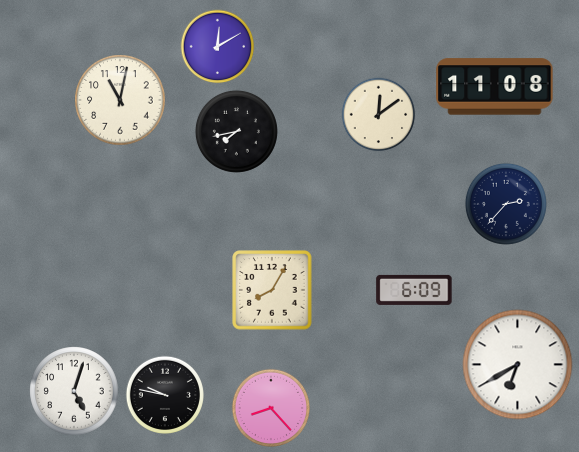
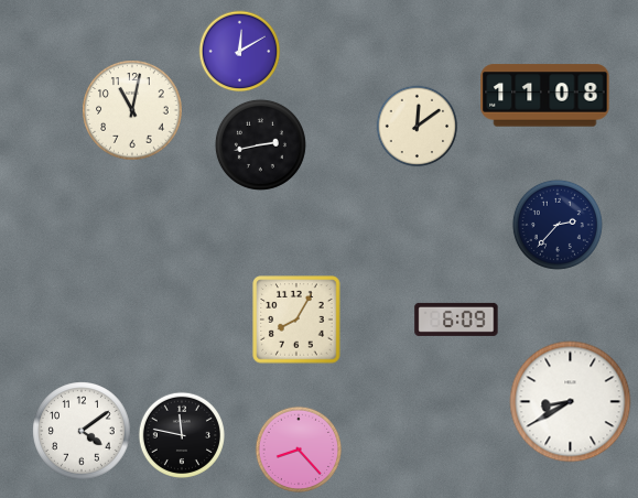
clock at (236, 131): 7:43 -> 2:43
clock at (272, 290) position: (272, 290) -> (296, 320)
clock at (518, 365): 6:40 -> 8:40
clock at (74, 391): 5:03 -> 4:09
clock at (164, 394): 9:47 -> 11:47
